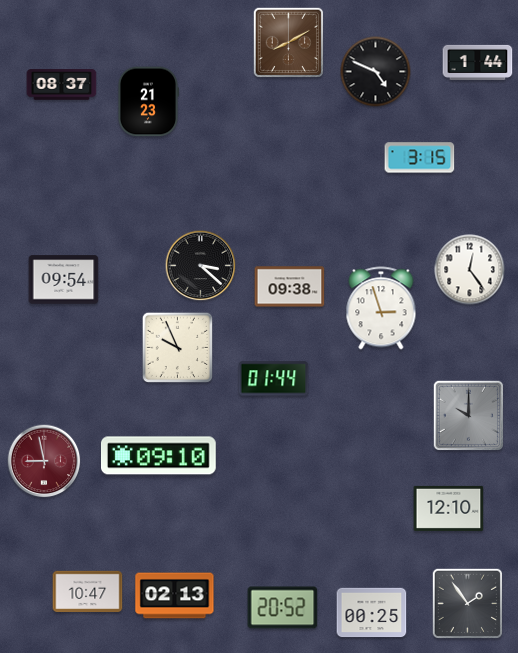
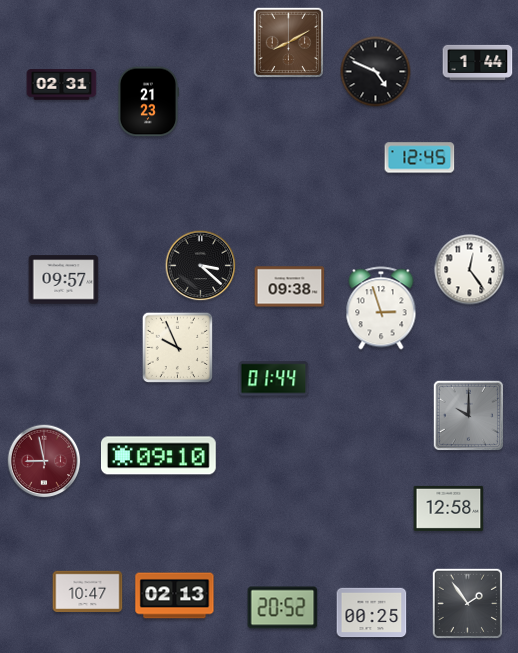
clock at (62, 85): 08:37 -> 02:31
clock at (420, 158): 3:15 -> 12:45
clock at (64, 280): 09:54 -> 09:57
clock at (449, 508): 12:10 -> 12:58
